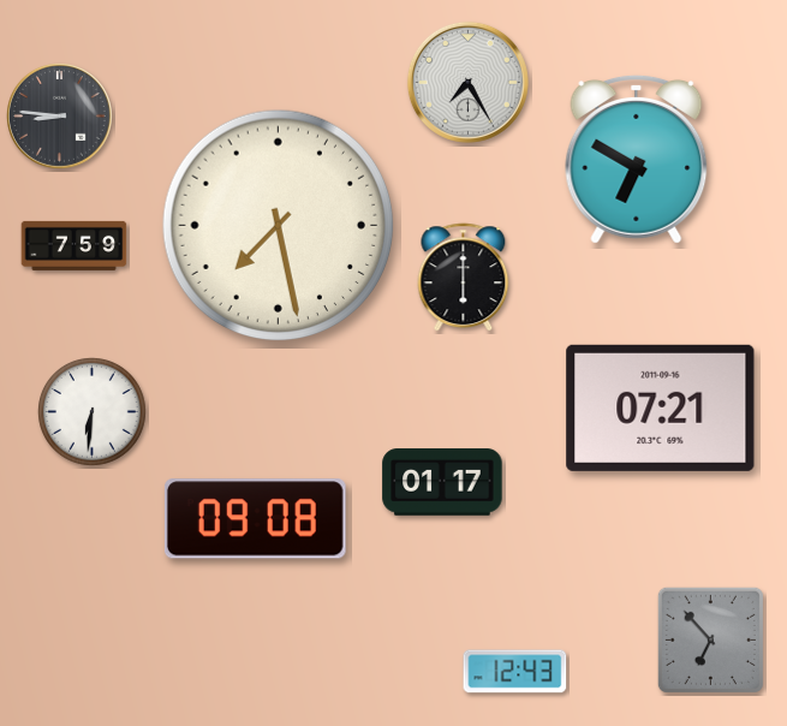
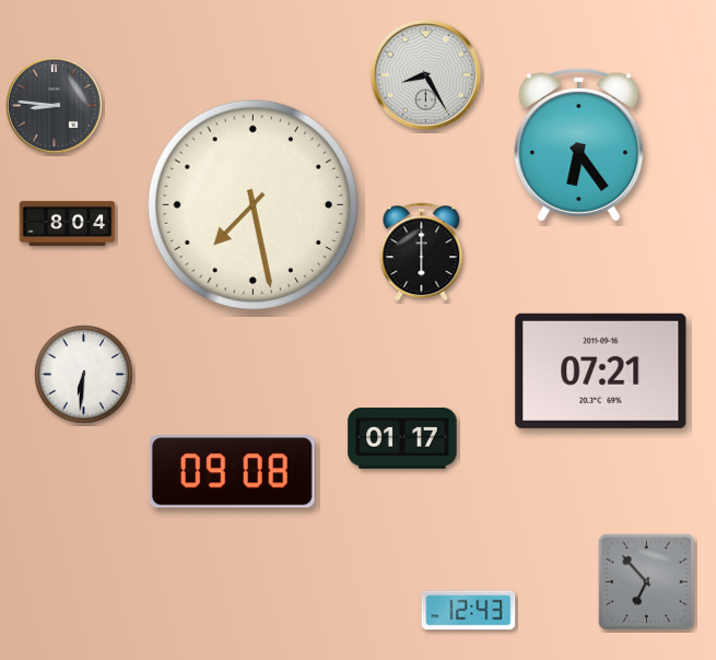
clock at (467, 82): 7:25 -> 8:25
clock at (637, 160): 6:50 -> 6:24
clock at (74, 245): 7:59 -> 8:04
